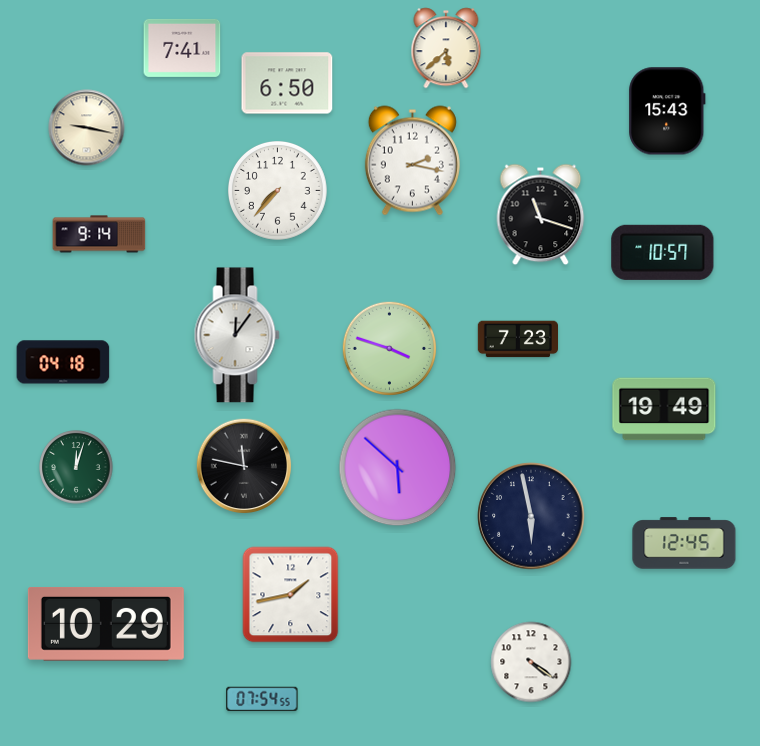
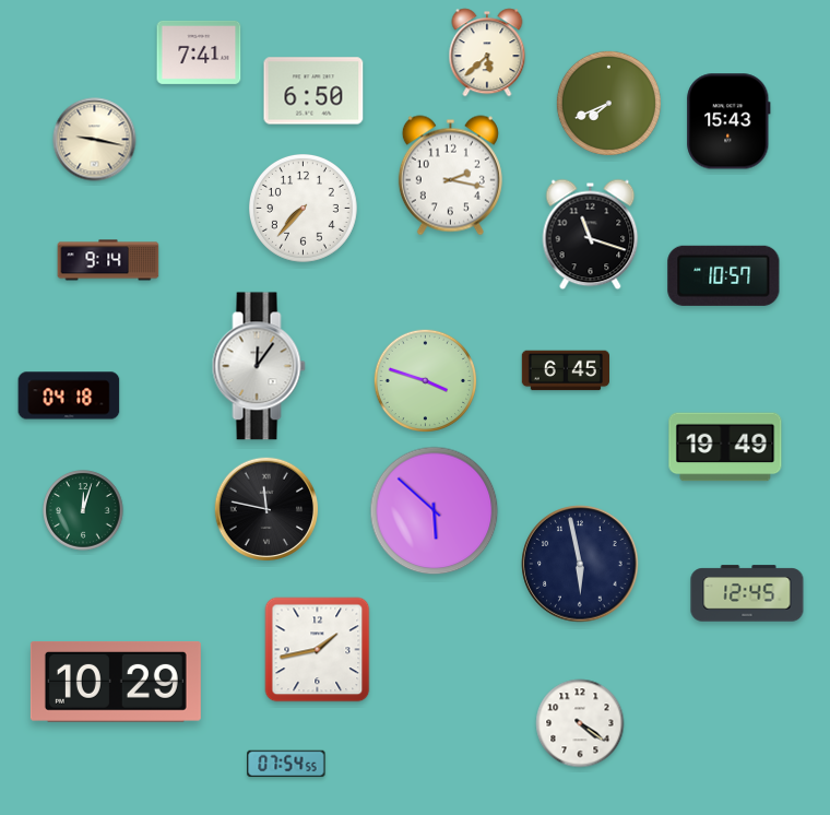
clock at (608, 103): none -> 7:41
clock at (99, 234) position: (99, 234) -> (108, 260)
clock at (517, 339): 7:23 -> 6:45
